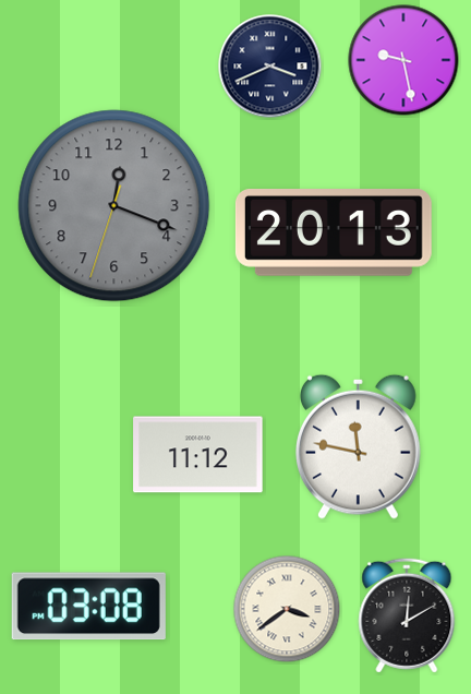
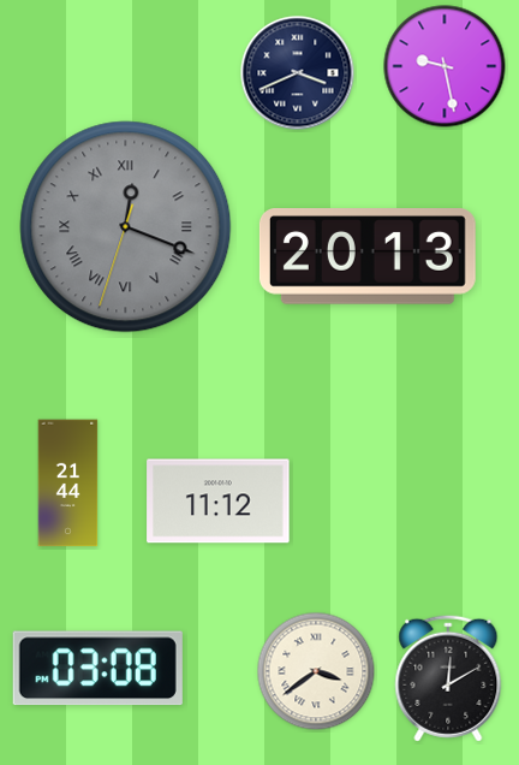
clock at (114, 206) numerals: Arabic -> Roman
clock at (68, 484): none -> 21:44
clock at (358, 446): 11:47 -> none
